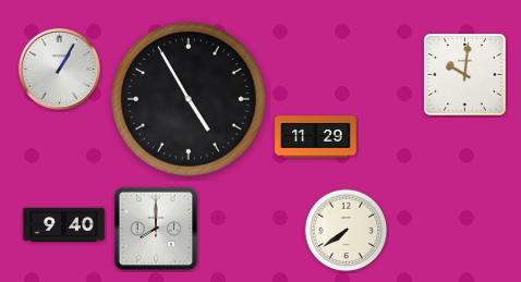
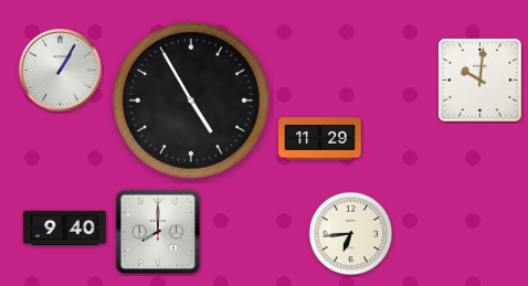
clock at (465, 75) position: (465, 75) -> (481, 81)
clock at (347, 231): 7:39 -> 6:44
